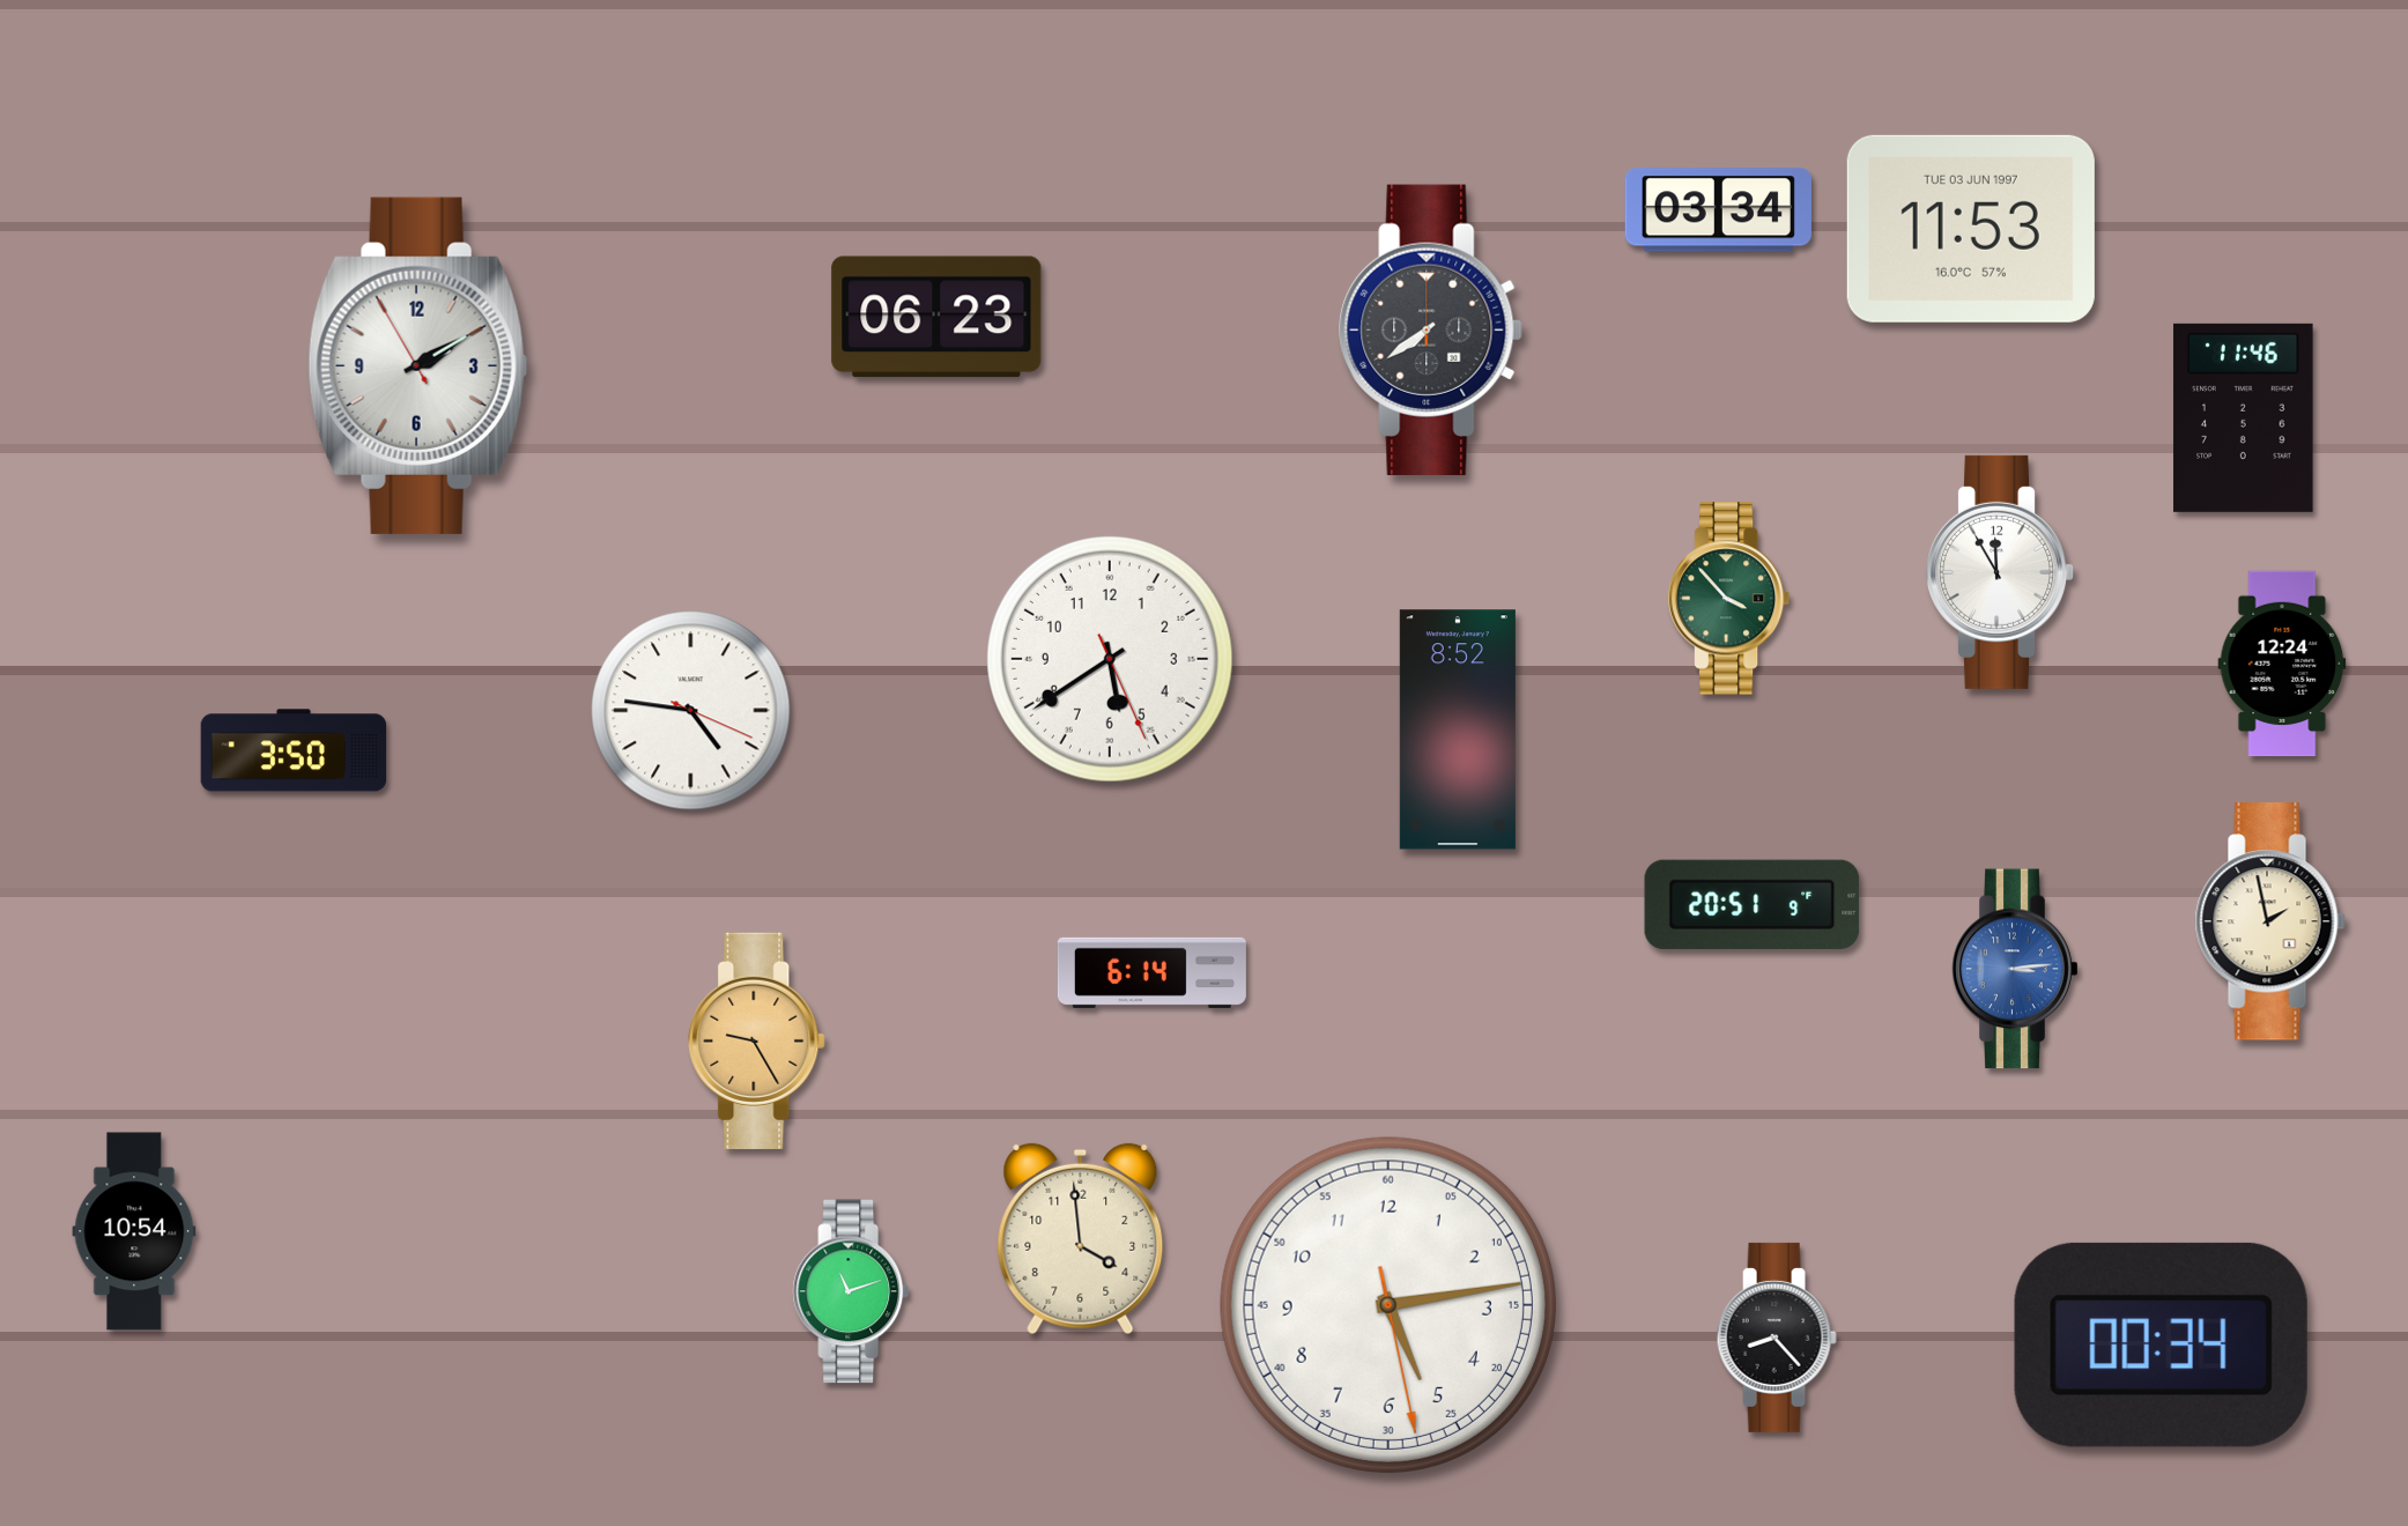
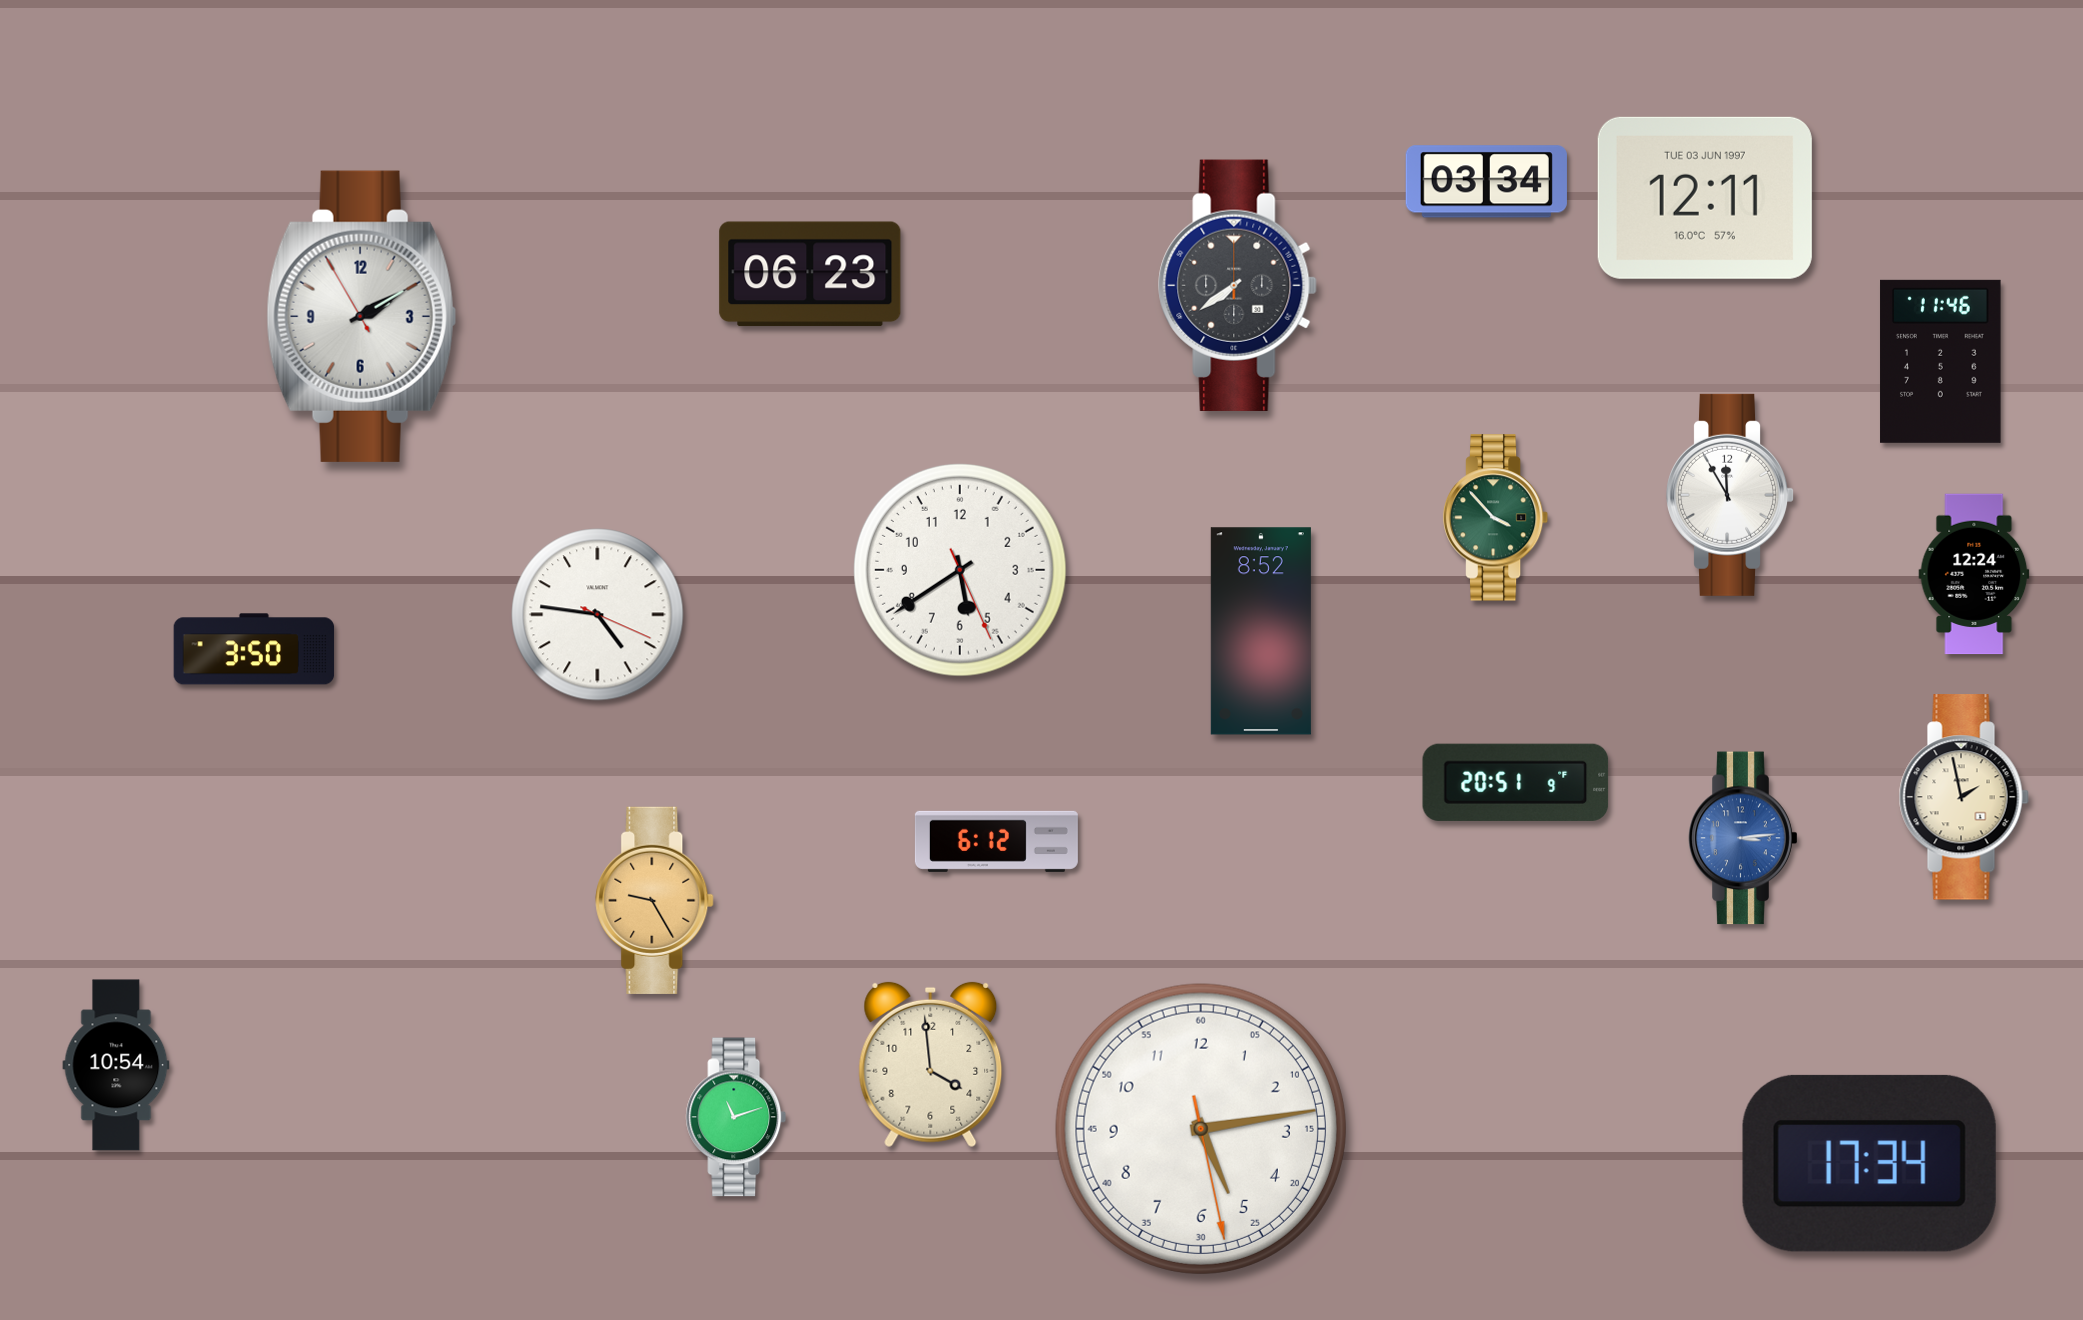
clock at (1971, 229): 11:53 -> 12:11
clock at (1151, 972): 6:14 -> 6:12
clock at (1081, 1239) position: (1081, 1239) -> (931, 1065)
clock at (1777, 1338): 8:23 -> none
clock at (2161, 1344): 00:34 -> 17:34
